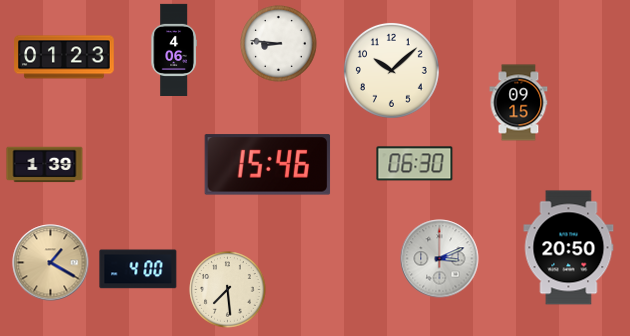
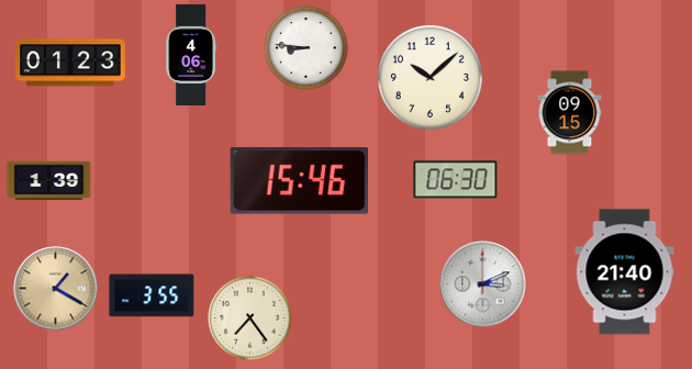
clock at (268, 165) position: (268, 165) -> (300, 181)
clock at (569, 248): 20:50 -> 21:40
clock at (138, 269): 4:00 -> 3:55
clock at (228, 290): 7:29 -> 7:24
